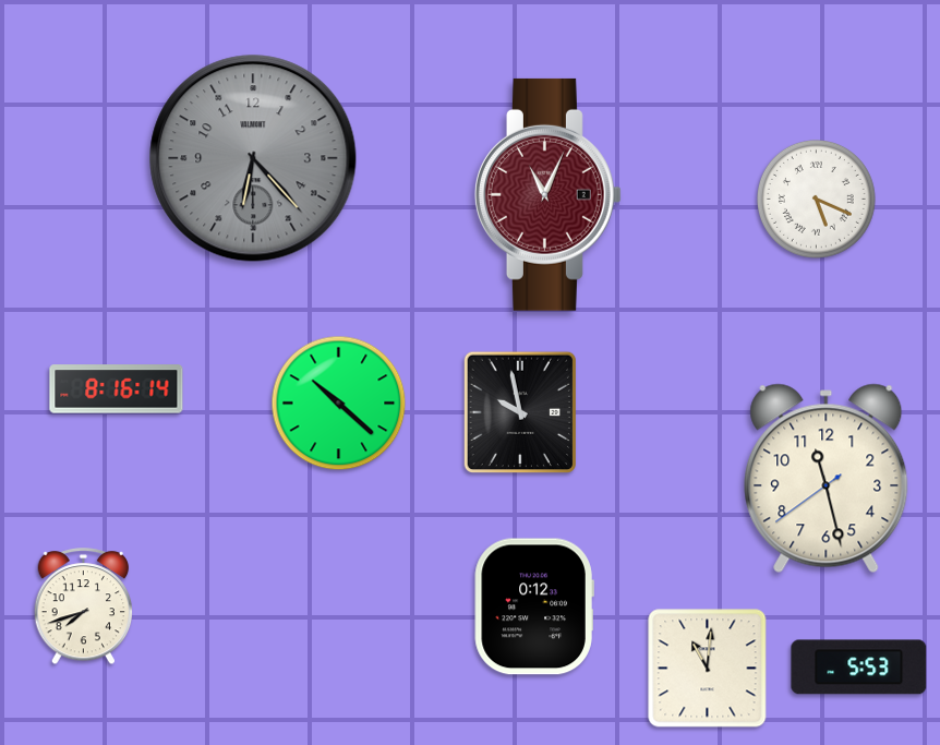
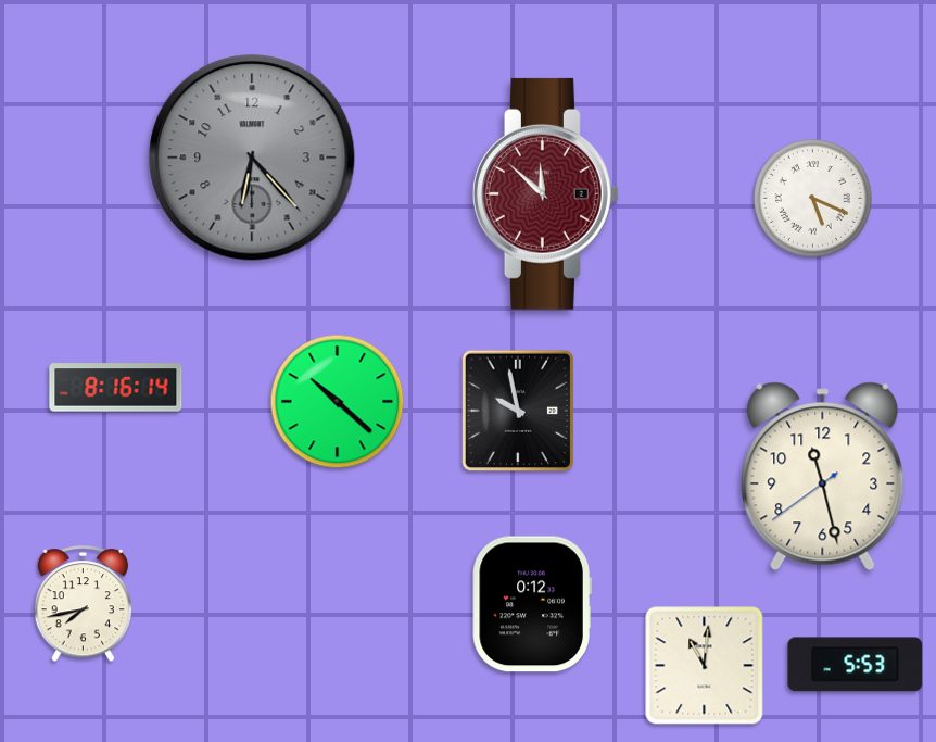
clock at (547, 194): 11:04 -> 11:52
clock at (84, 606): 7:42 -> 7:43
